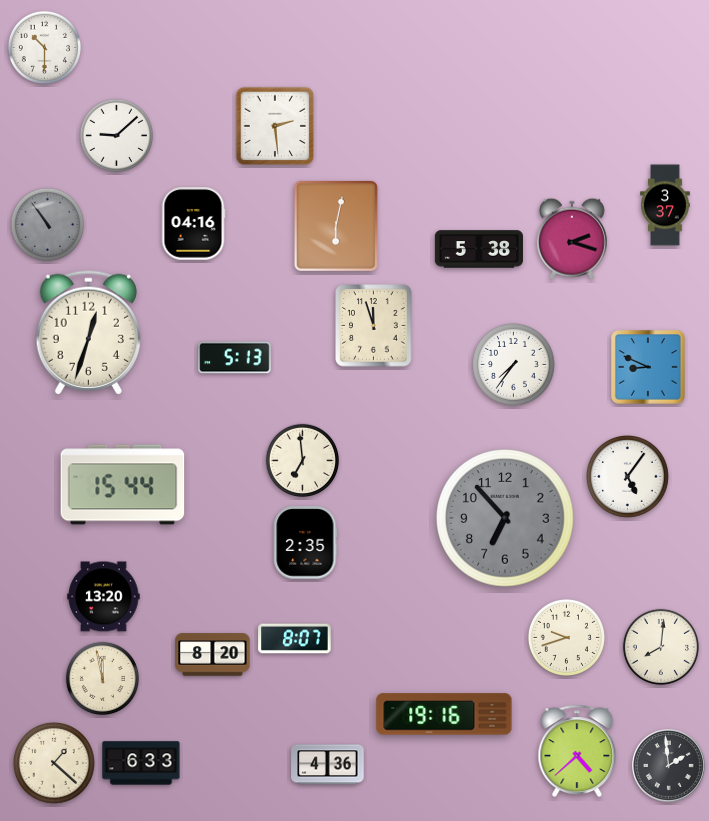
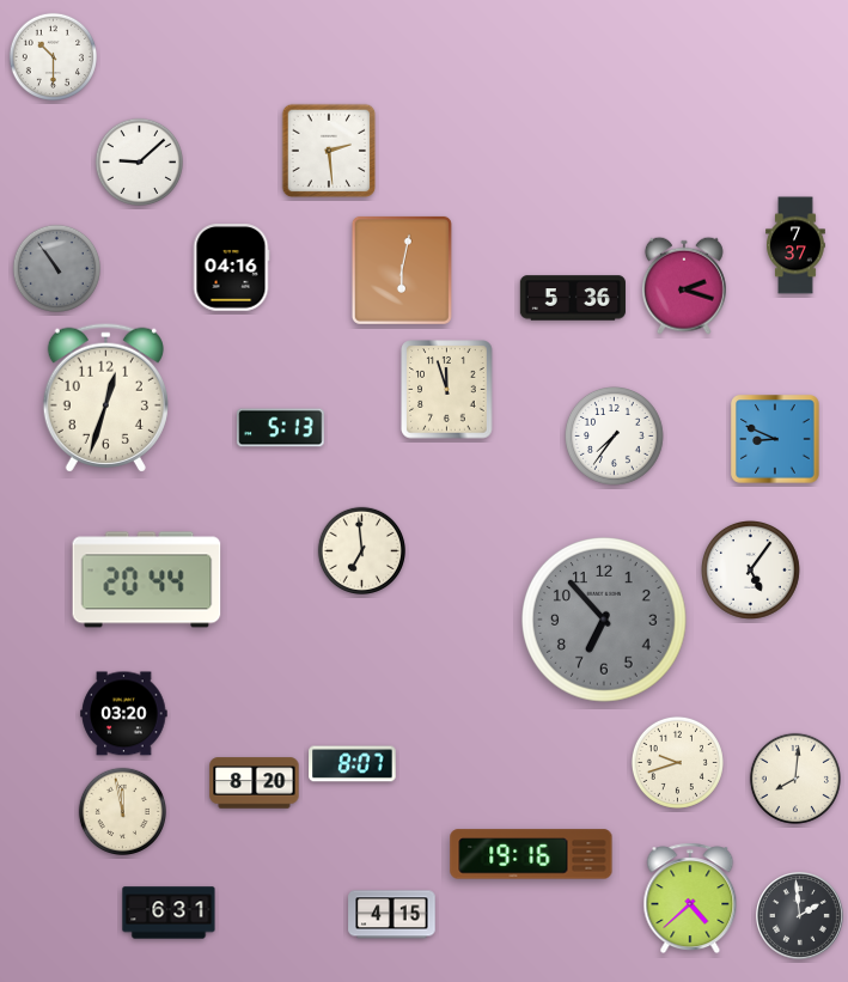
clock at (665, 205): 3:37 -> 7:37
clock at (479, 249): 5:38 -> 5:36
clock at (123, 485): 15:44 -> 20:44
clock at (306, 543): 2:35 -> none
clock at (104, 597): 13:20 -> 03:20
clock at (661, 647) position: (661, 647) -> (795, 779)
clock at (54, 763): 1:22 -> none
clock at (141, 763): 6:33 -> 6:31
clock at (328, 765): 4:36 -> 4:15
